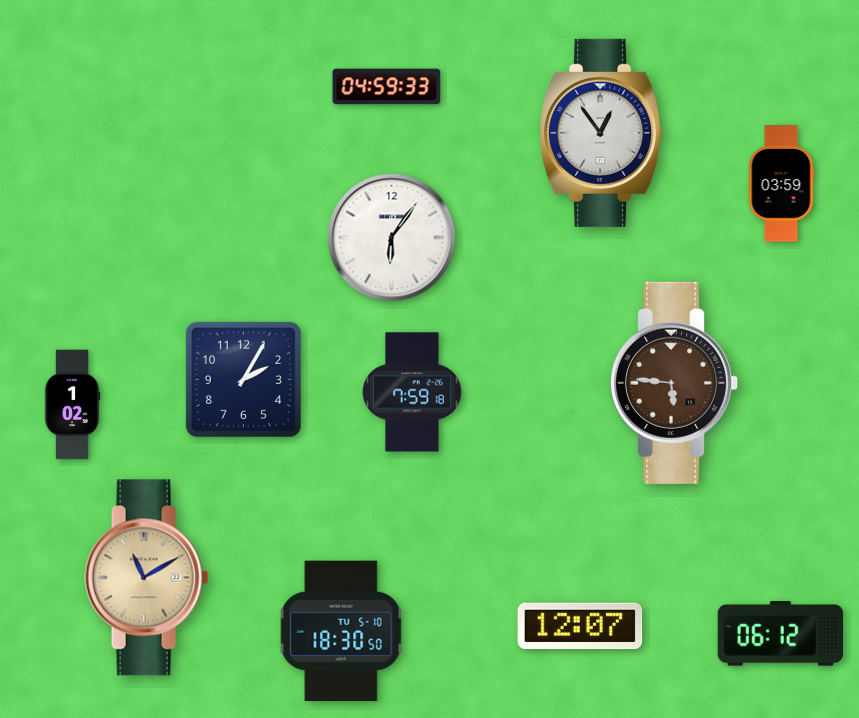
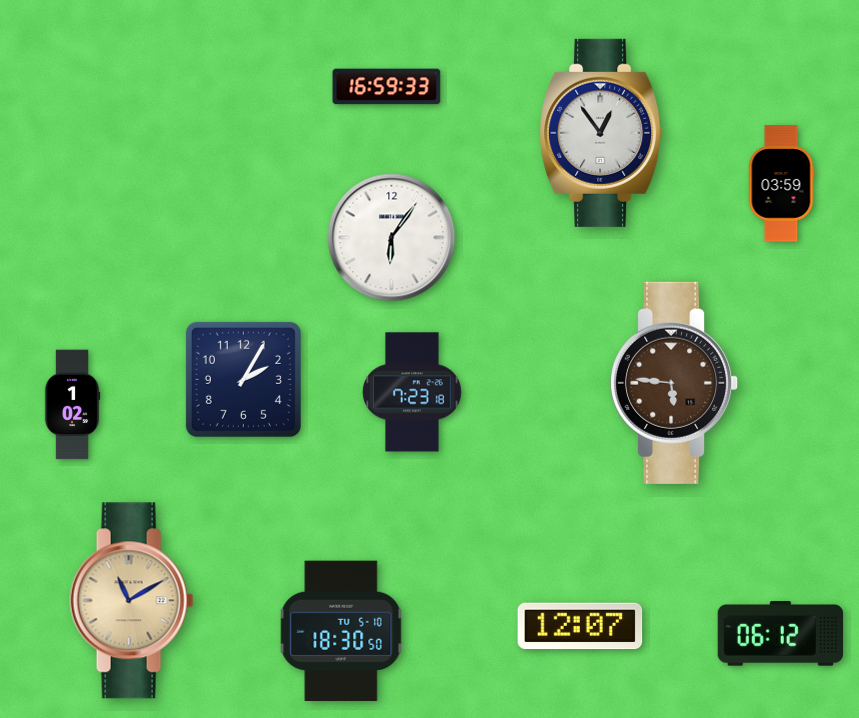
clock at (387, 87): 04:59 -> 16:59
clock at (412, 392): 7:59 -> 7:23
clock at (147, 578) position: (147, 578) -> (132, 601)
